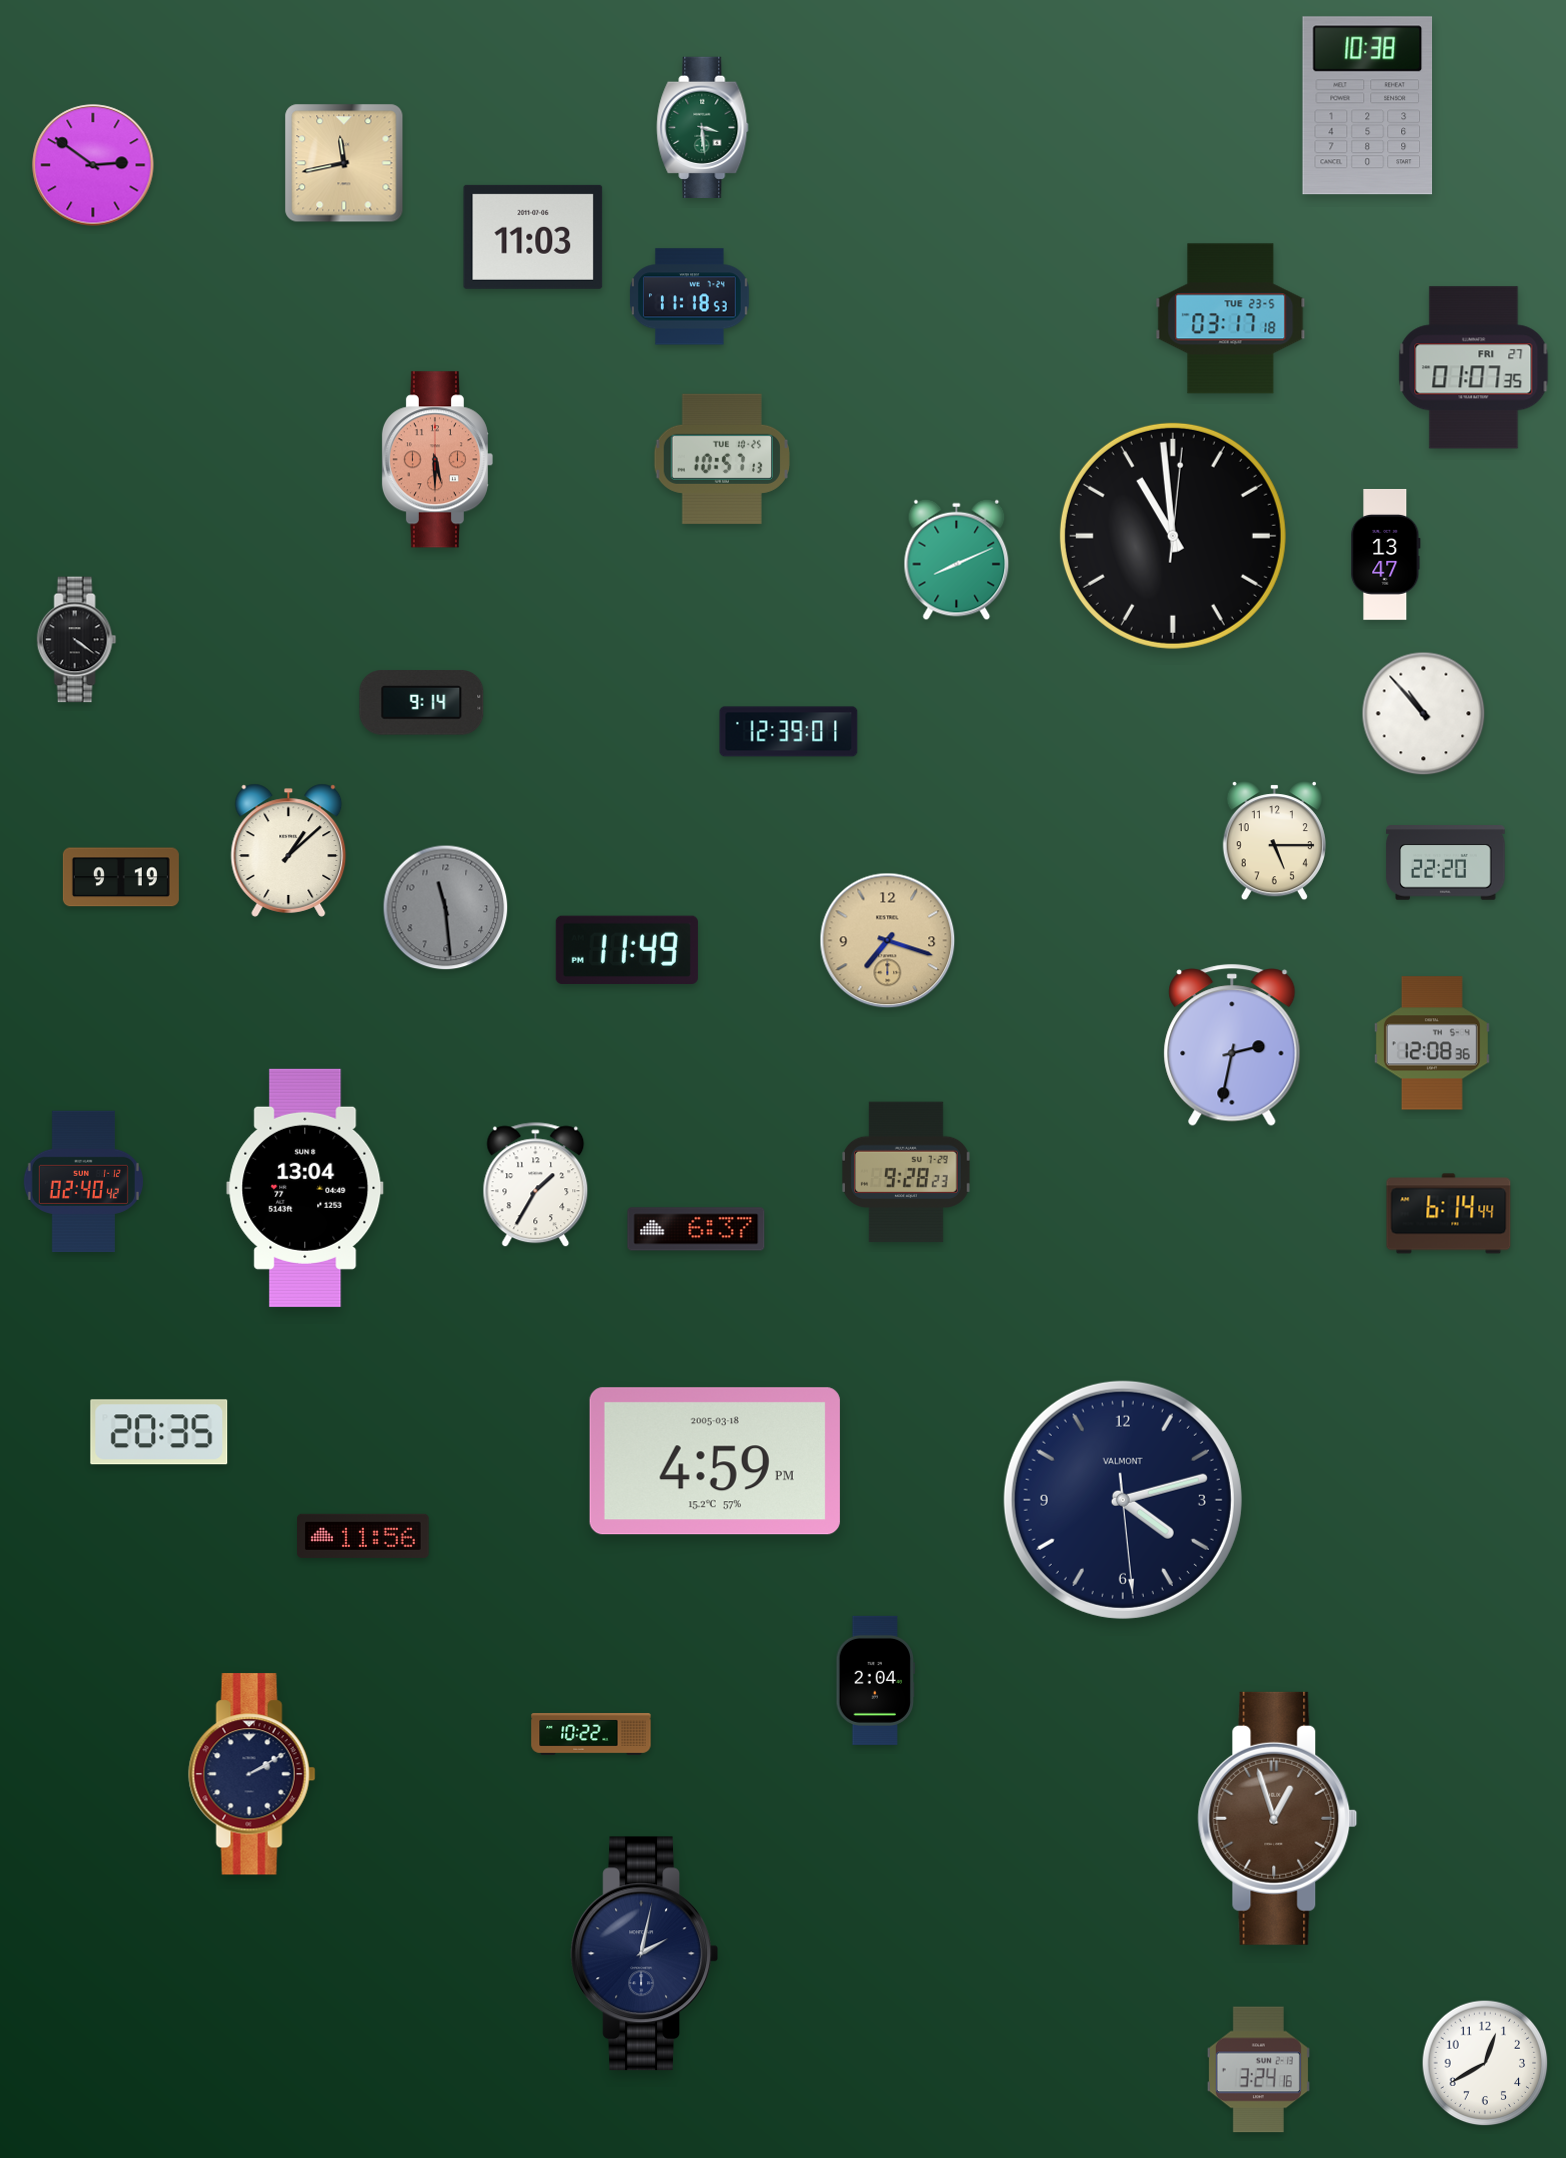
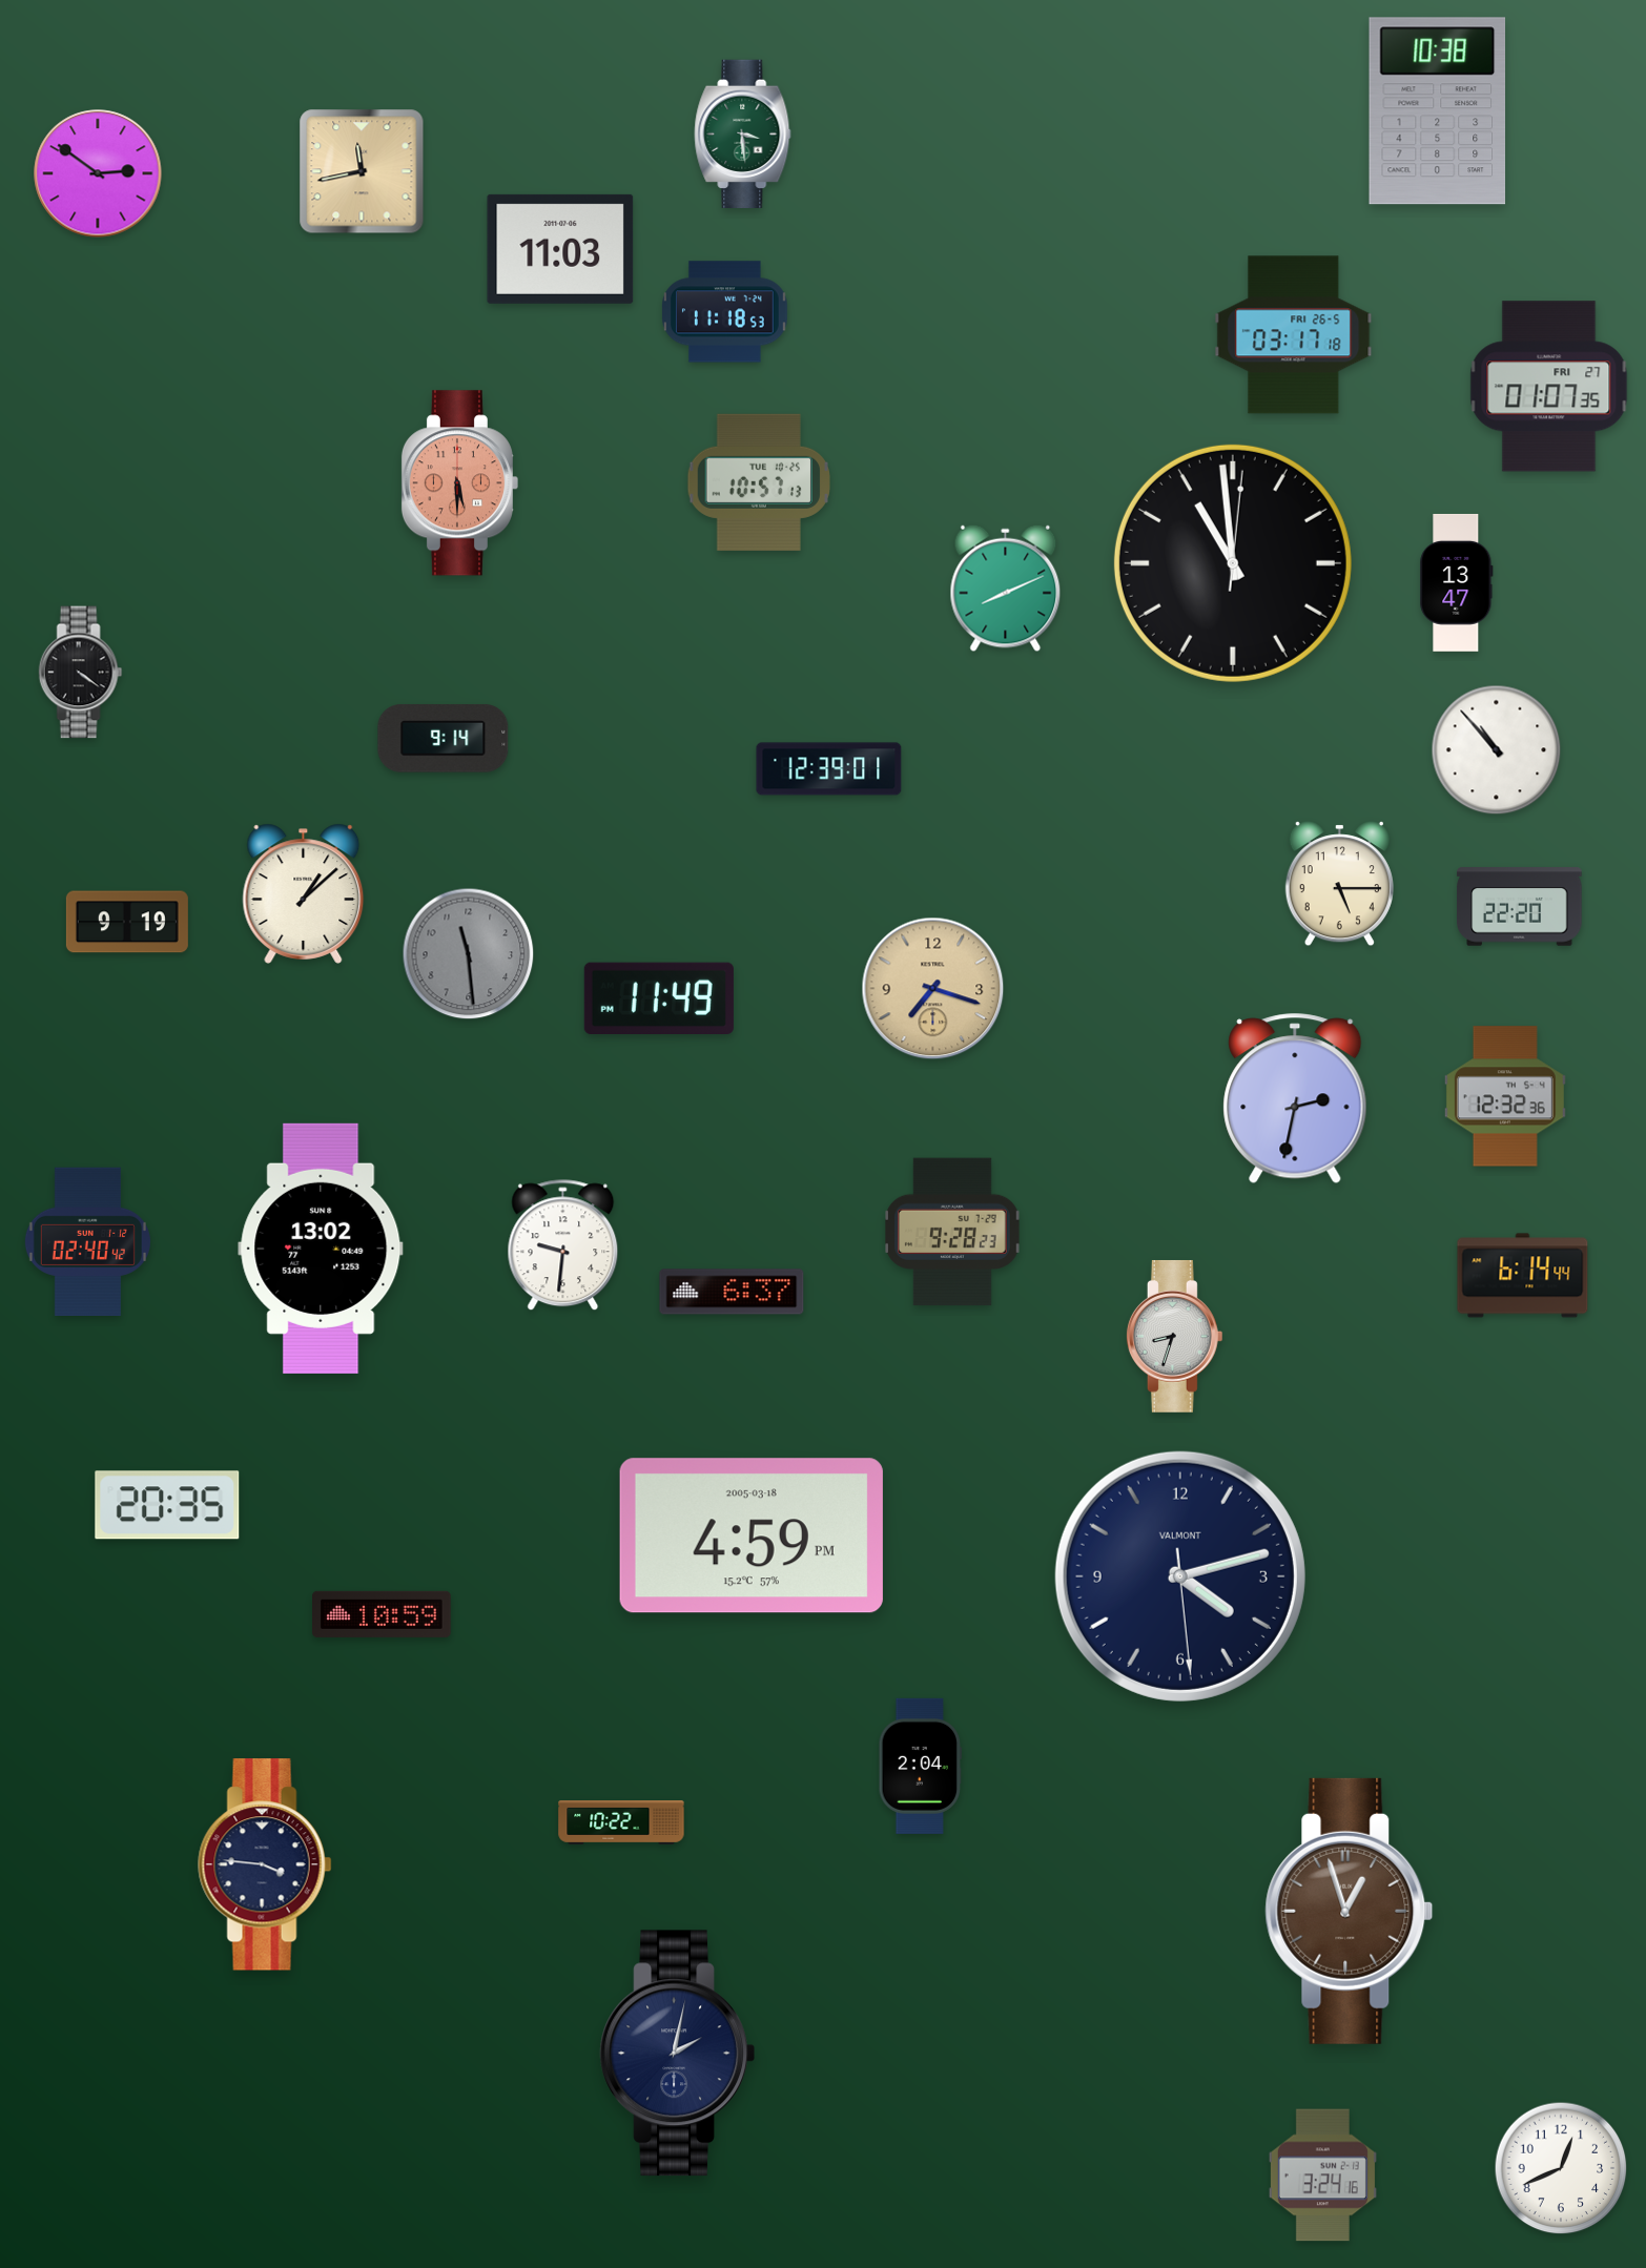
clock at (703, 127) position: (703, 127) -> (743, 133)
clock at (1231, 319) date: TUE 23-5 -> FRI 26-5
clock at (1432, 1043): 12:08 -> 12:32
clock at (536, 1185): 1:35 -> 9:31
clock at (305, 1188): 13:04 -> 13:02
clock at (1174, 1336): none -> 8:33
clock at (364, 1536): 11:56 -> 10:59
clock at (252, 1774): 2:10 -> 3:46
clock at (1278, 1818) position: (1278, 1818) -> (1350, 1911)
clock at (1485, 2063): 12:40 -> 12:41
